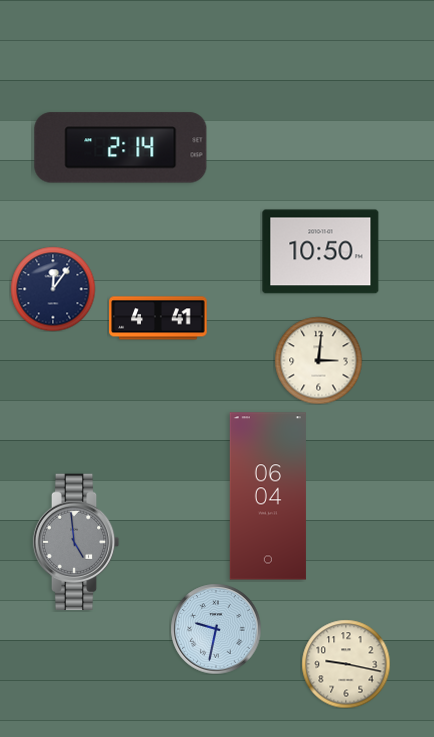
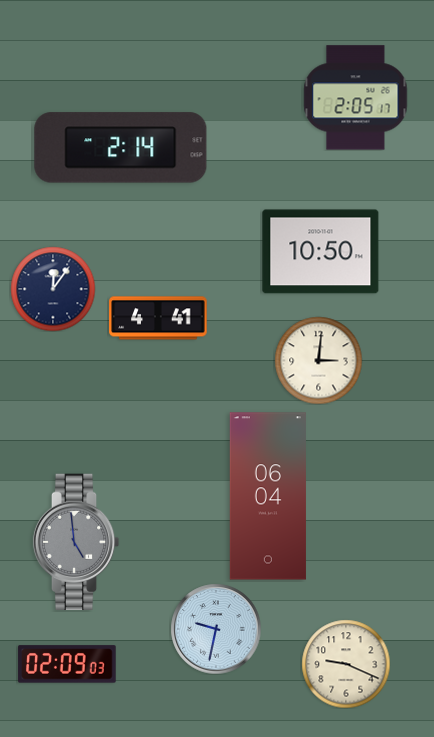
clock at (356, 98): none -> 2:05
clock at (67, 664): none -> 02:09
clock at (346, 664): 9:17 -> 9:19
